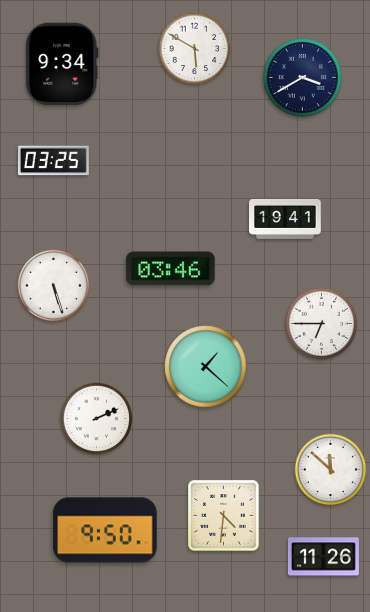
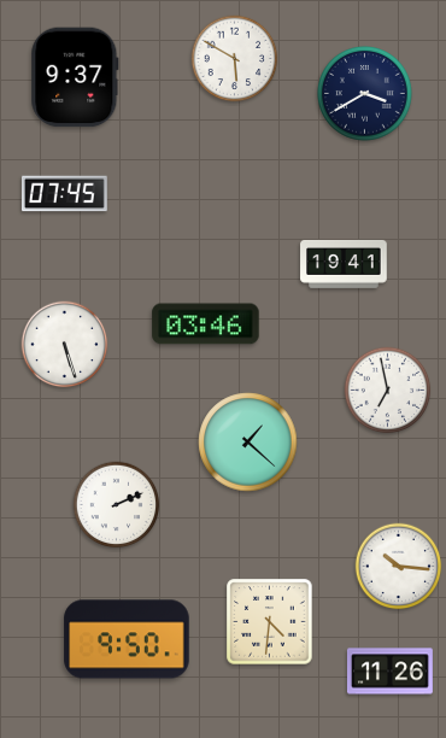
clock at (62, 64): 9:34 -> 9:37
clock at (53, 161): 03:25 -> 07:45
clock at (322, 324): 6:45 -> 6:58
clock at (331, 470): 11:52 -> 10:16
